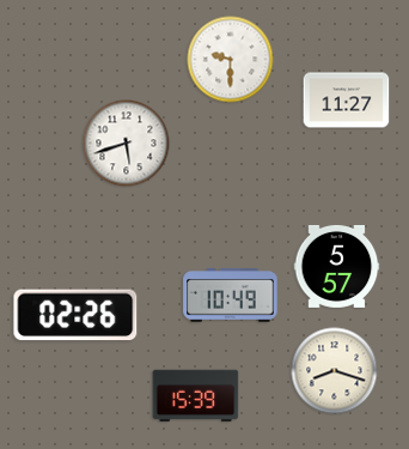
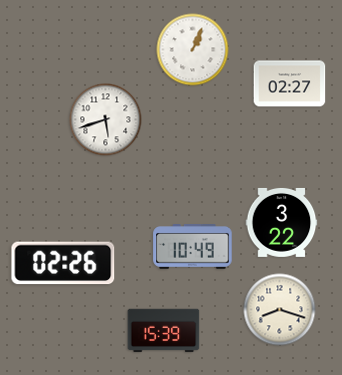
clock at (231, 60): 9:30 -> 1:04
clock at (347, 101): 11:27 -> 02:27
clock at (337, 266): 5:57 -> 3:22
